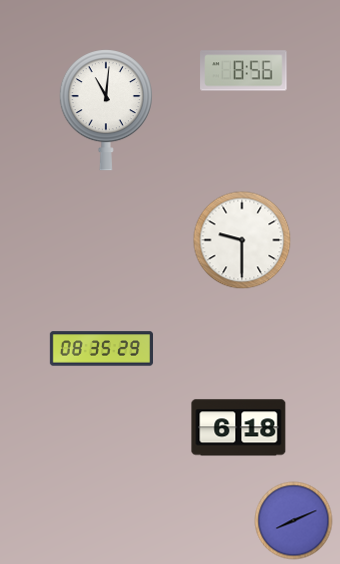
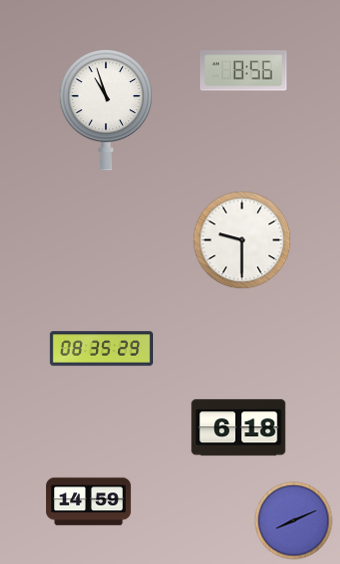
clock at (106, 110): 11:01 -> 10:57
clock at (89, 502): none -> 14:59
